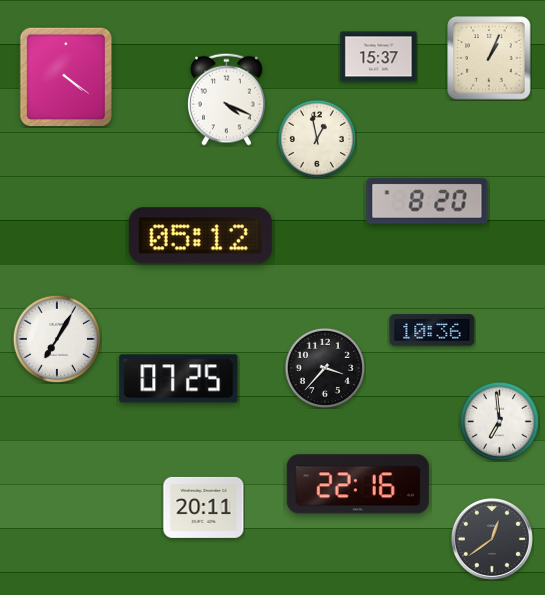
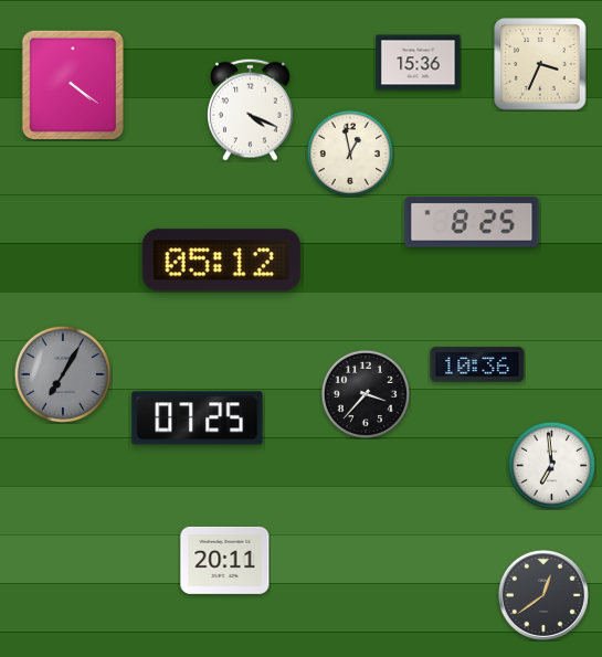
clock at (379, 57): 15:37 -> 15:36
clock at (489, 58): 1:04 -> 3:34
clock at (427, 201): 8:20 -> 8:25
clock at (56, 338) dial: white -> grey
clock at (325, 368) position: (325, 368) -> (366, 394)
clock at (358, 484): 22:16 -> none
